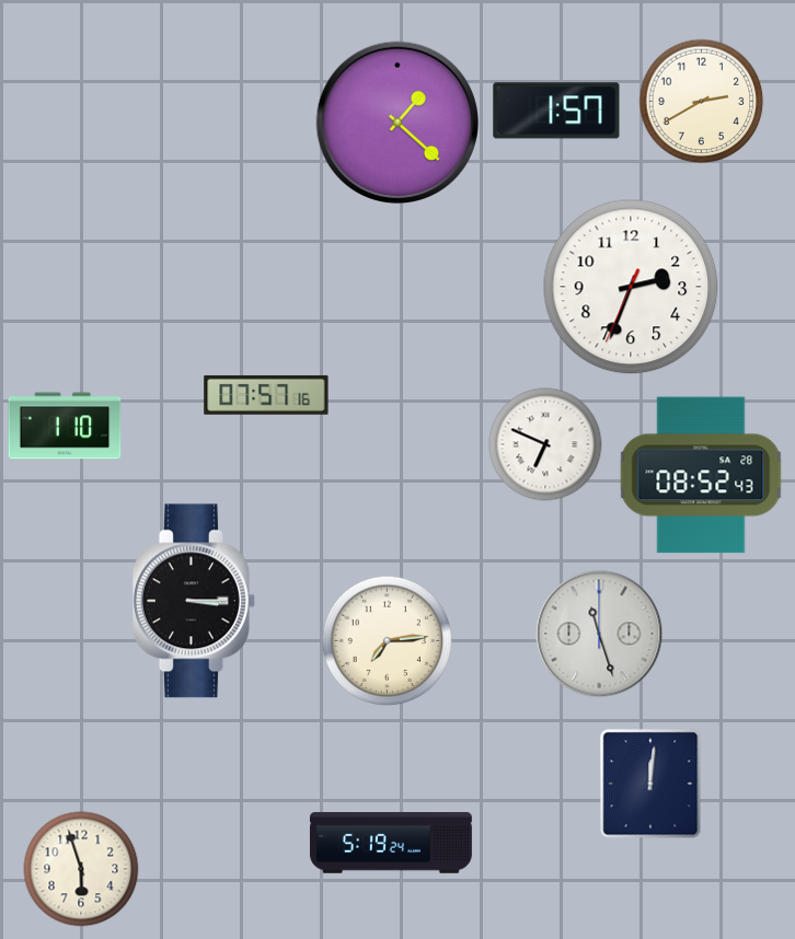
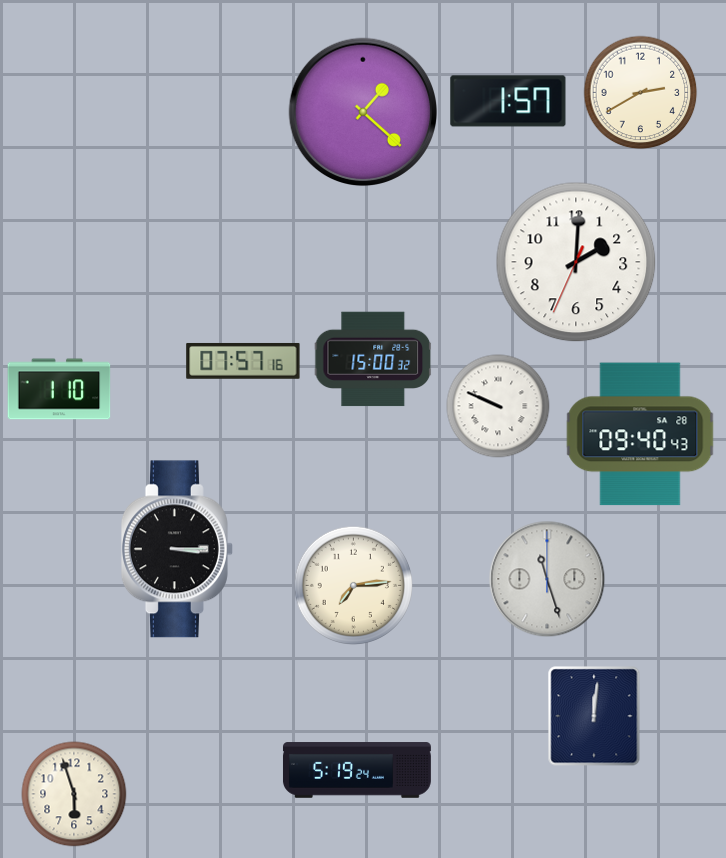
clock at (631, 287): 2:33 -> 2:00
clock at (373, 359): none -> 15:00
clock at (545, 444): 6:49 -> 9:49
clock at (701, 475): 08:52 -> 09:40
